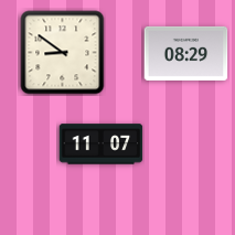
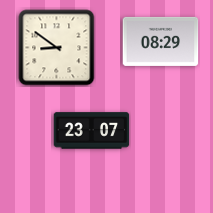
clock at (186, 53) position: (186, 53) -> (161, 41)
clock at (102, 145): 11:07 -> 23:07
